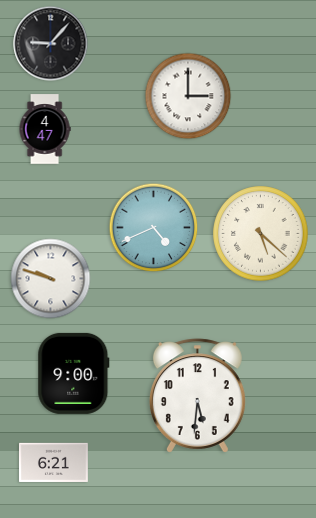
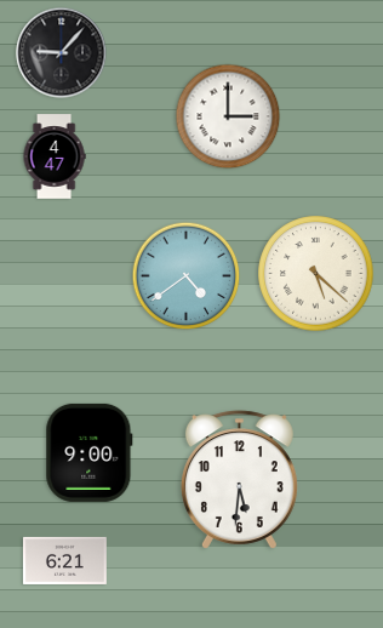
clock at (154, 228): 4:41 -> 4:39
clock at (261, 234) position: (261, 234) -> (316, 274)
clock at (51, 279): 9:48 -> none
